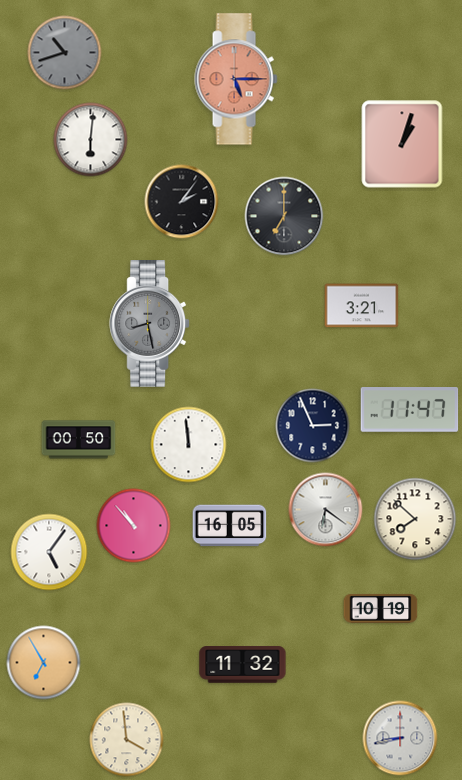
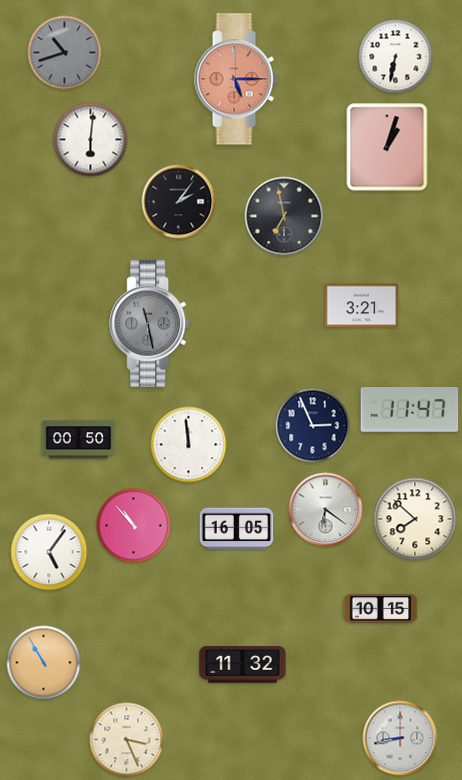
clock at (396, 57): none -> 6:32
clock at (402, 144) position: (402, 144) -> (387, 147)
clock at (182, 202) position: (182, 202) -> (179, 202)
clock at (284, 216): 7:00 -> 6:58
clock at (150, 324): 8:28 -> 11:28
clock at (230, 526) position: (230, 526) -> (237, 529)
clock at (381, 608): 10:19 -> 10:15
clock at (44, 663): 6:55 -> 10:55
clock at (127, 740): 3:59 -> 3:26
